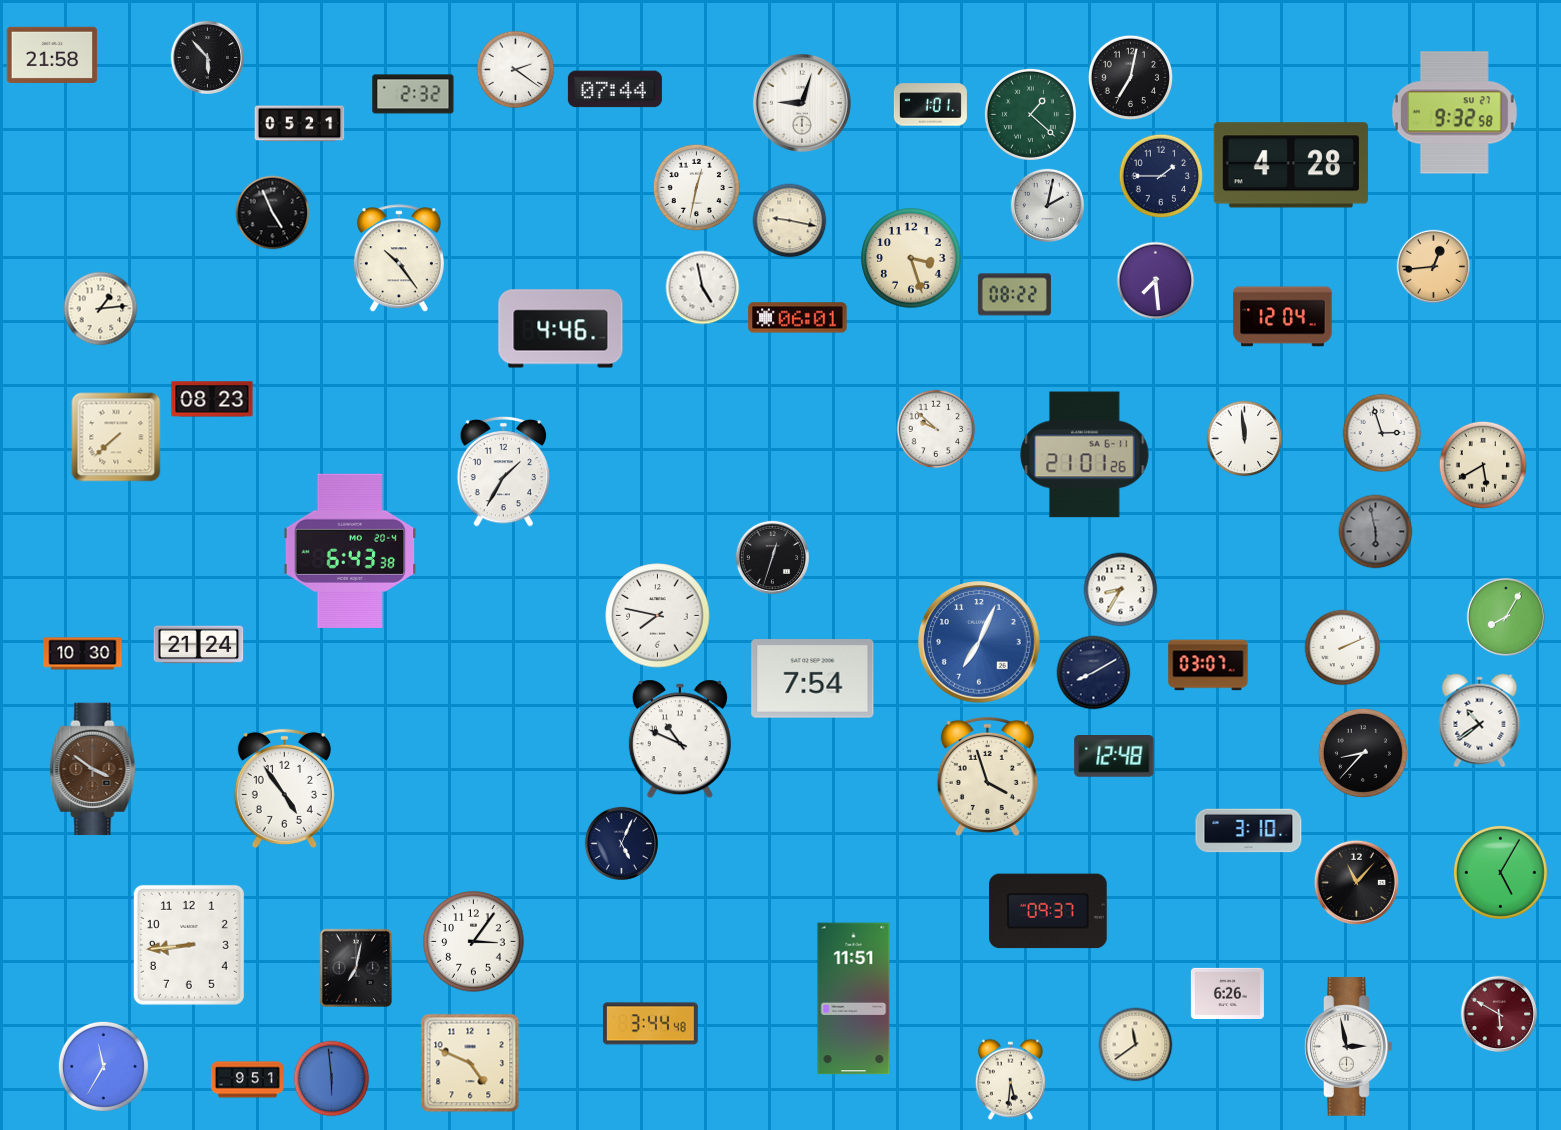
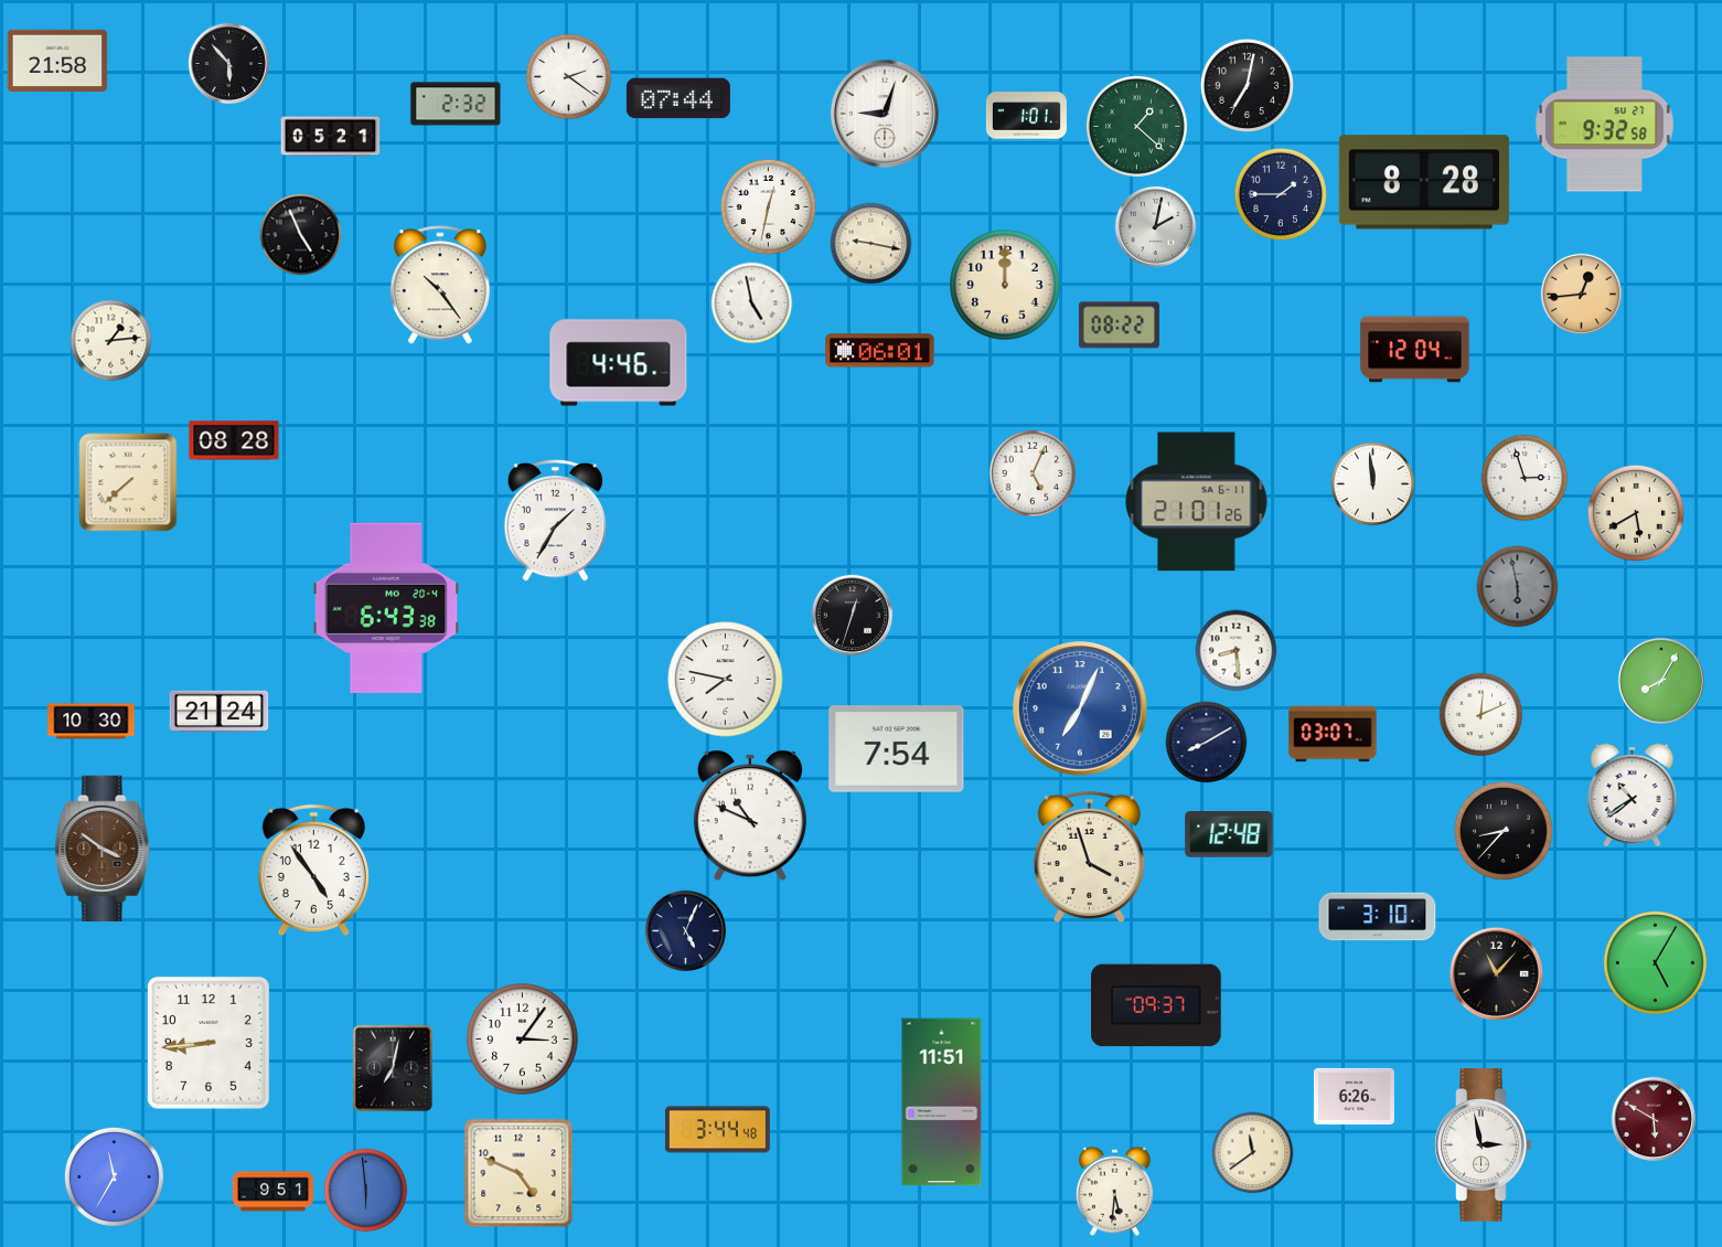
clock at (1291, 165): 4:28 -> 8:28
clock at (911, 258): 3:27 -> 12:00
clock at (1156, 281): 7:29 -> none
clock at (703, 288) position: (703, 288) -> (752, 303)
clock at (212, 399): 08:23 -> 08:28
clock at (936, 429): 9:52 -> 5:04
clock at (1121, 590): 8:35 -> 8:29
clock at (1343, 648): 2:11 -> 12:11
clock at (1349, 1047) position: (1349, 1047) -> (1484, 1145)
